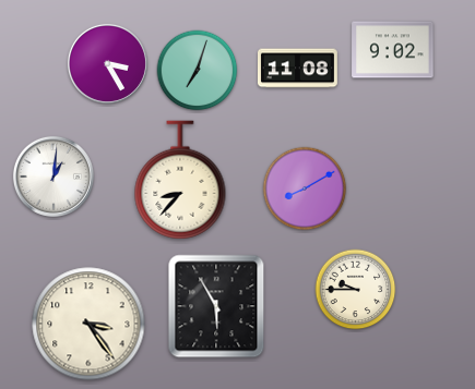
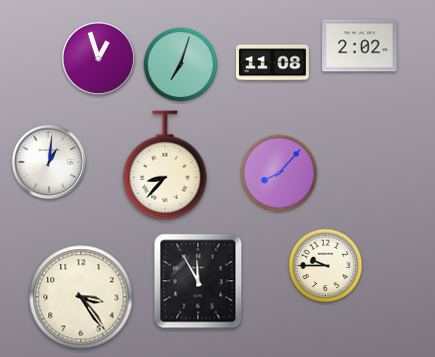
clock at (393, 50): 9:02 -> 2:02
clock at (107, 63): 3:25 -> 12:57
clock at (305, 189): 8:10 -> 8:07
clock at (216, 306): 5:55 -> 11:55
